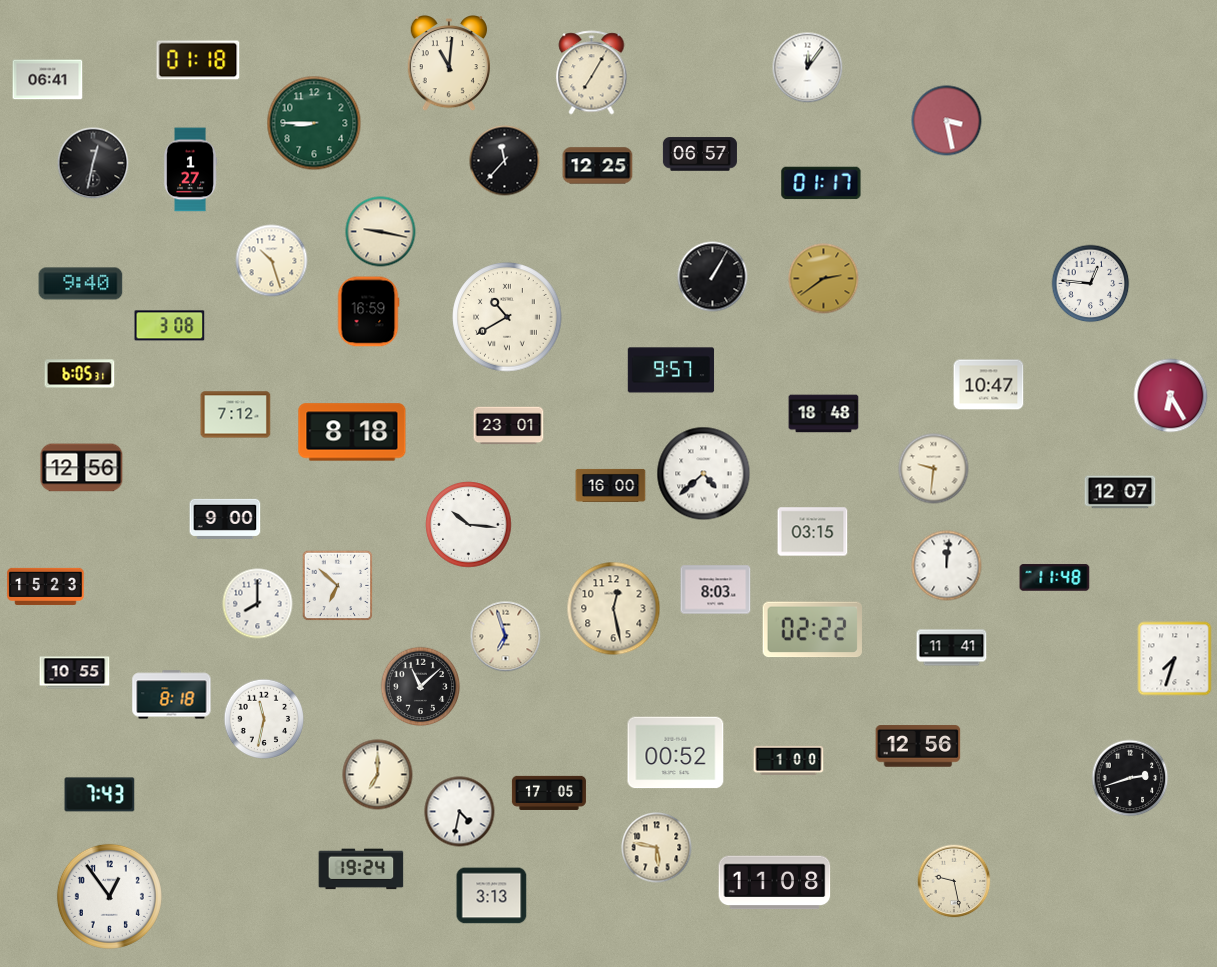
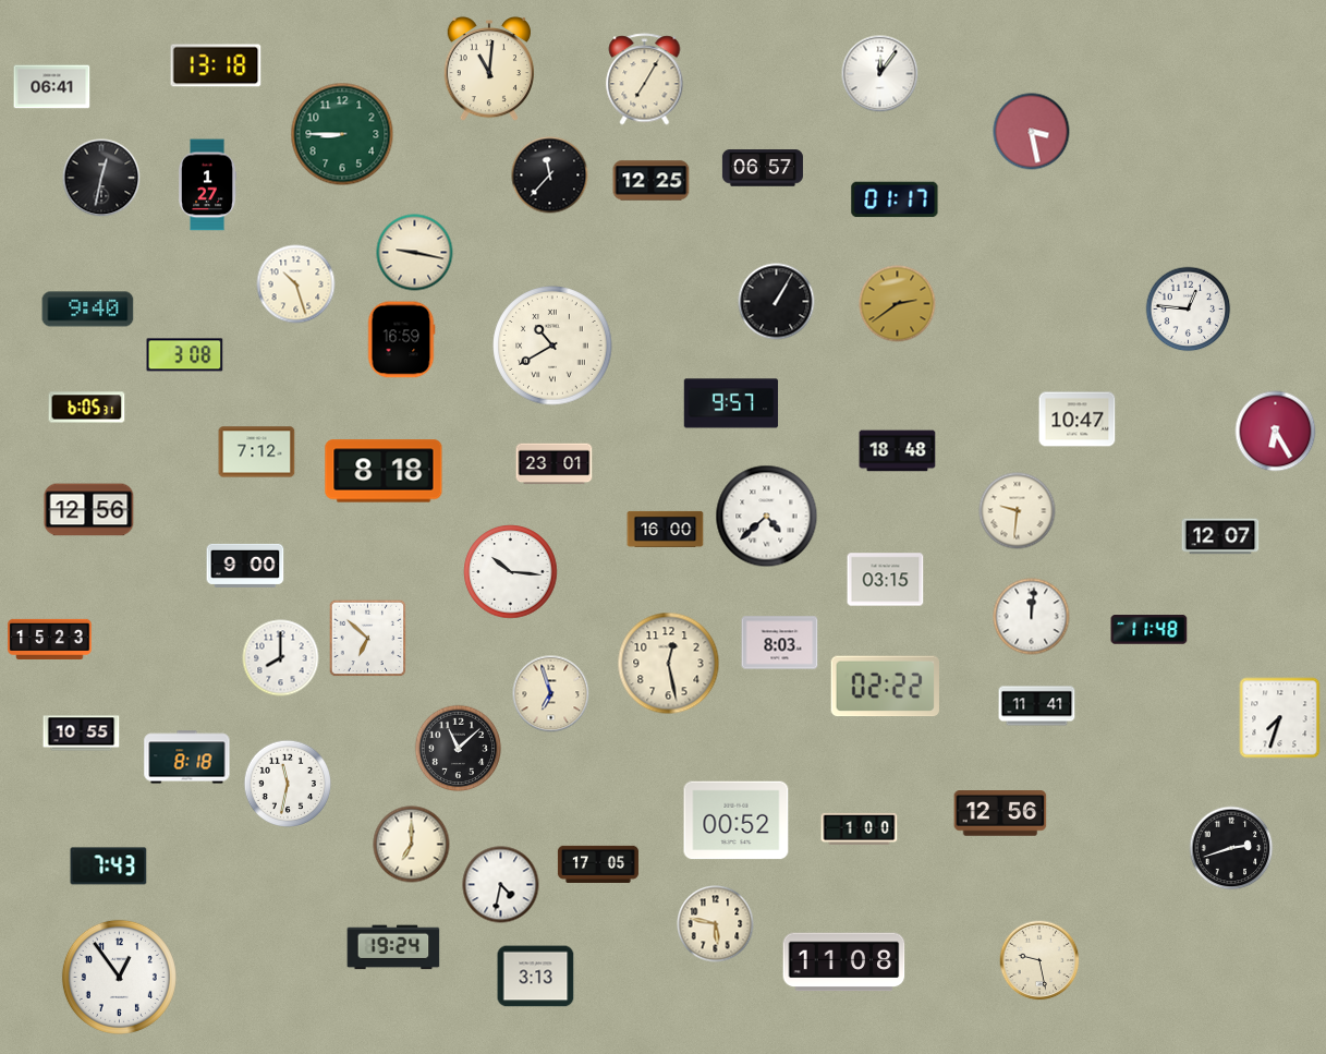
clock at (198, 60): 01:18 -> 13:18
